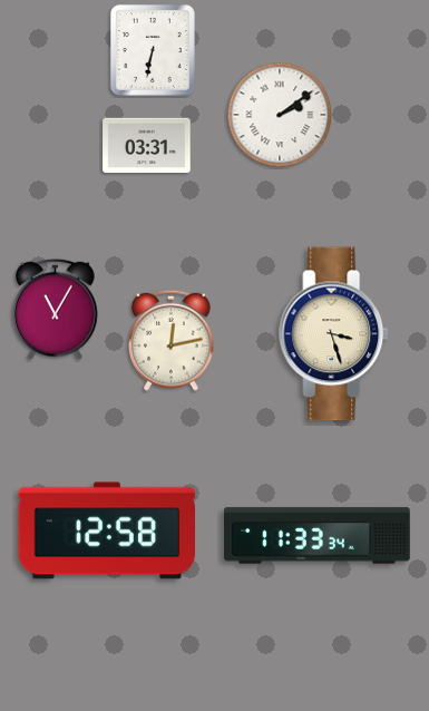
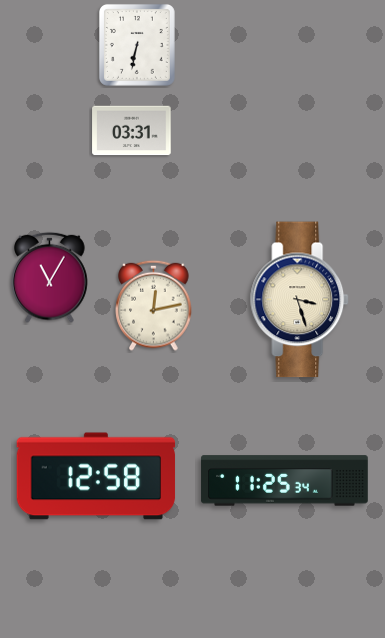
clock at (280, 115): 2:09 -> none
clock at (318, 536): 11:33 -> 11:25
